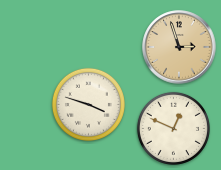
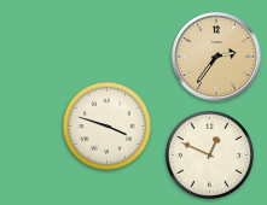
clock at (179, 47): 2:57 -> 2:36
